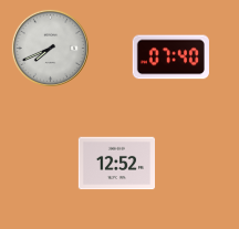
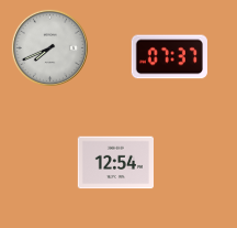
clock at (170, 58): 07:40 -> 07:37
clock at (116, 164): 12:52 -> 12:54
